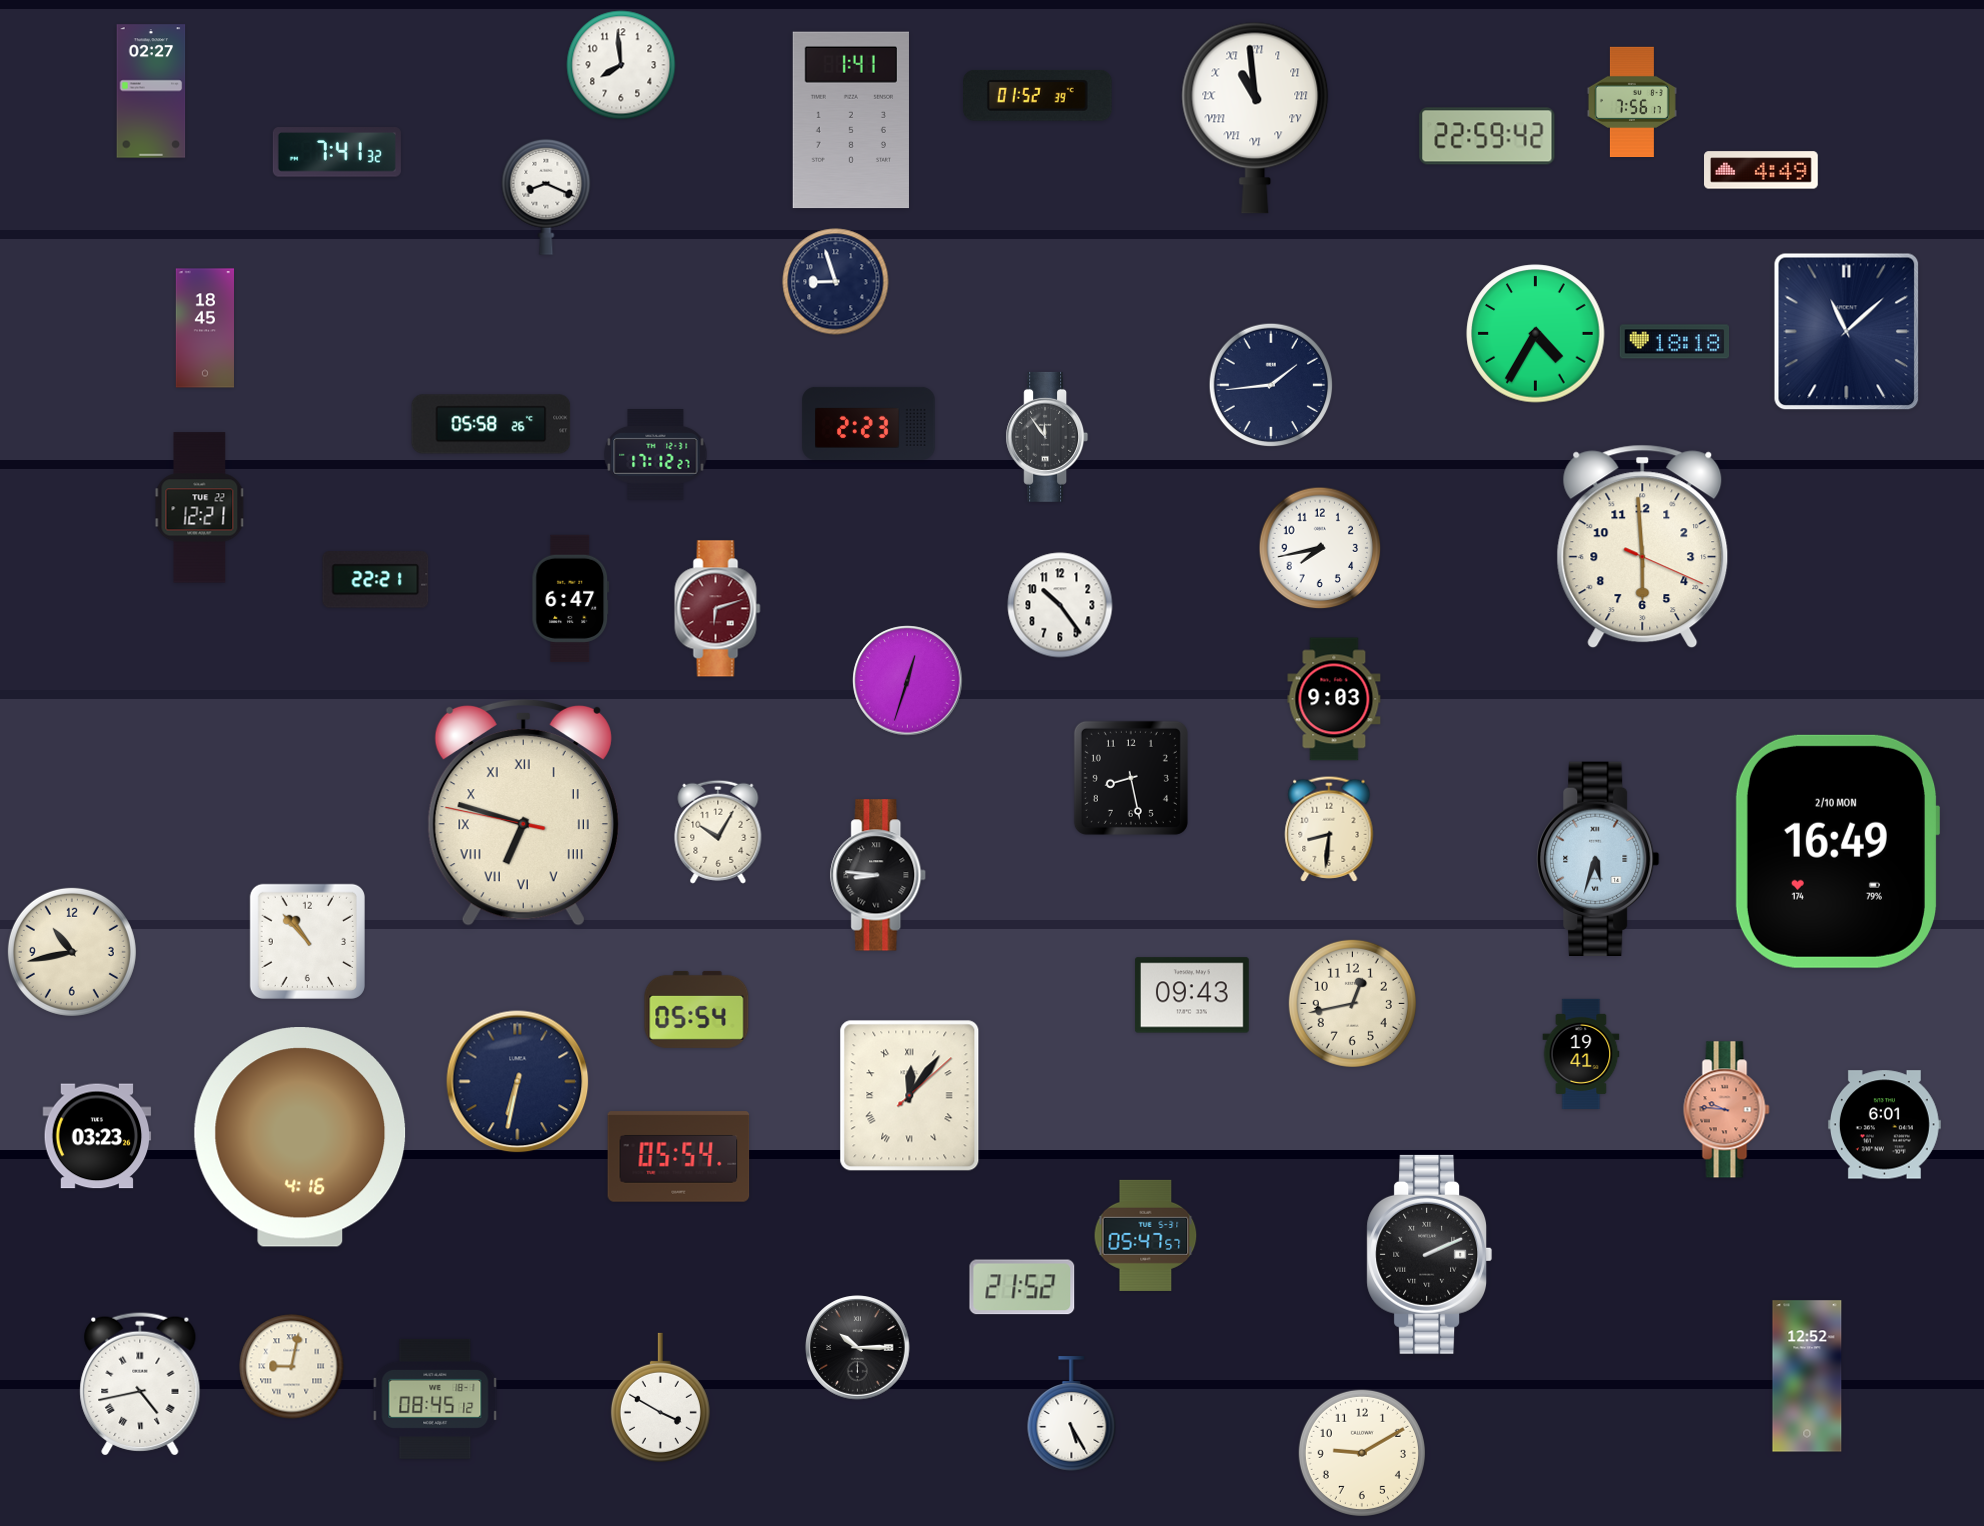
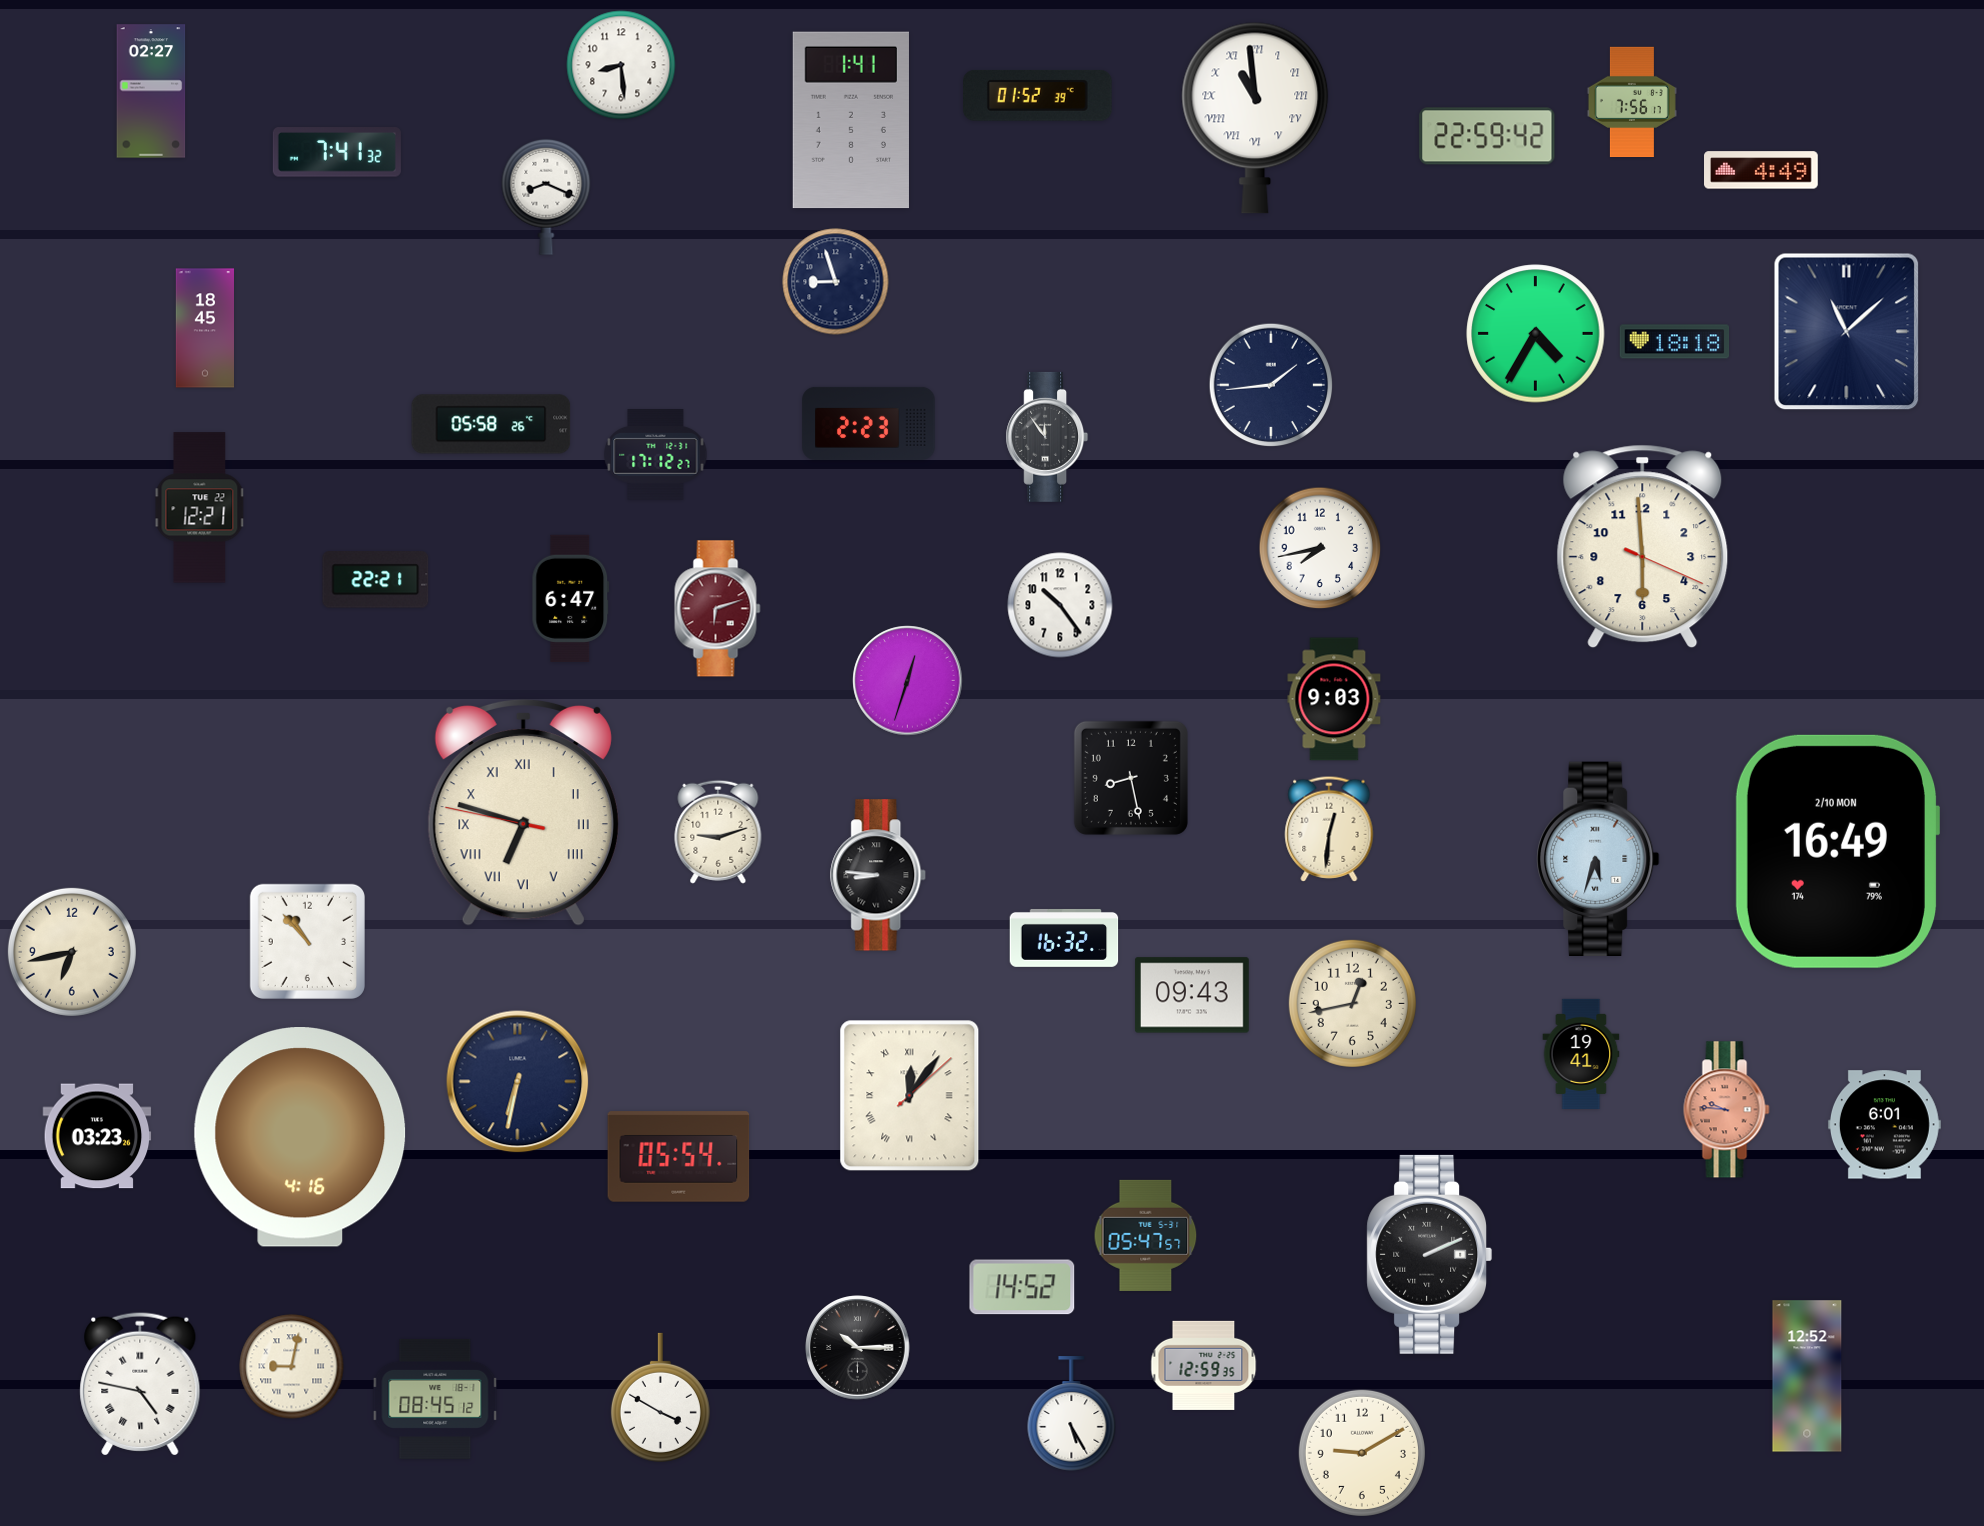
clock at (621, 65): 7:59 -> 8:29
clock at (1329, 829): 8:31 -> 12:31
clock at (718, 832): 10:05 -> 9:12
clock at (1064, 938): none -> 16:32
clock at (72, 952): 10:43 -> 6:43
clock at (697, 1009): 05:54 -> none
clock at (1022, 1287): 21:52 -> 14:52
clock at (1204, 1365): none -> 12:59
clock at (140, 1384): 4:43 -> 4:47
